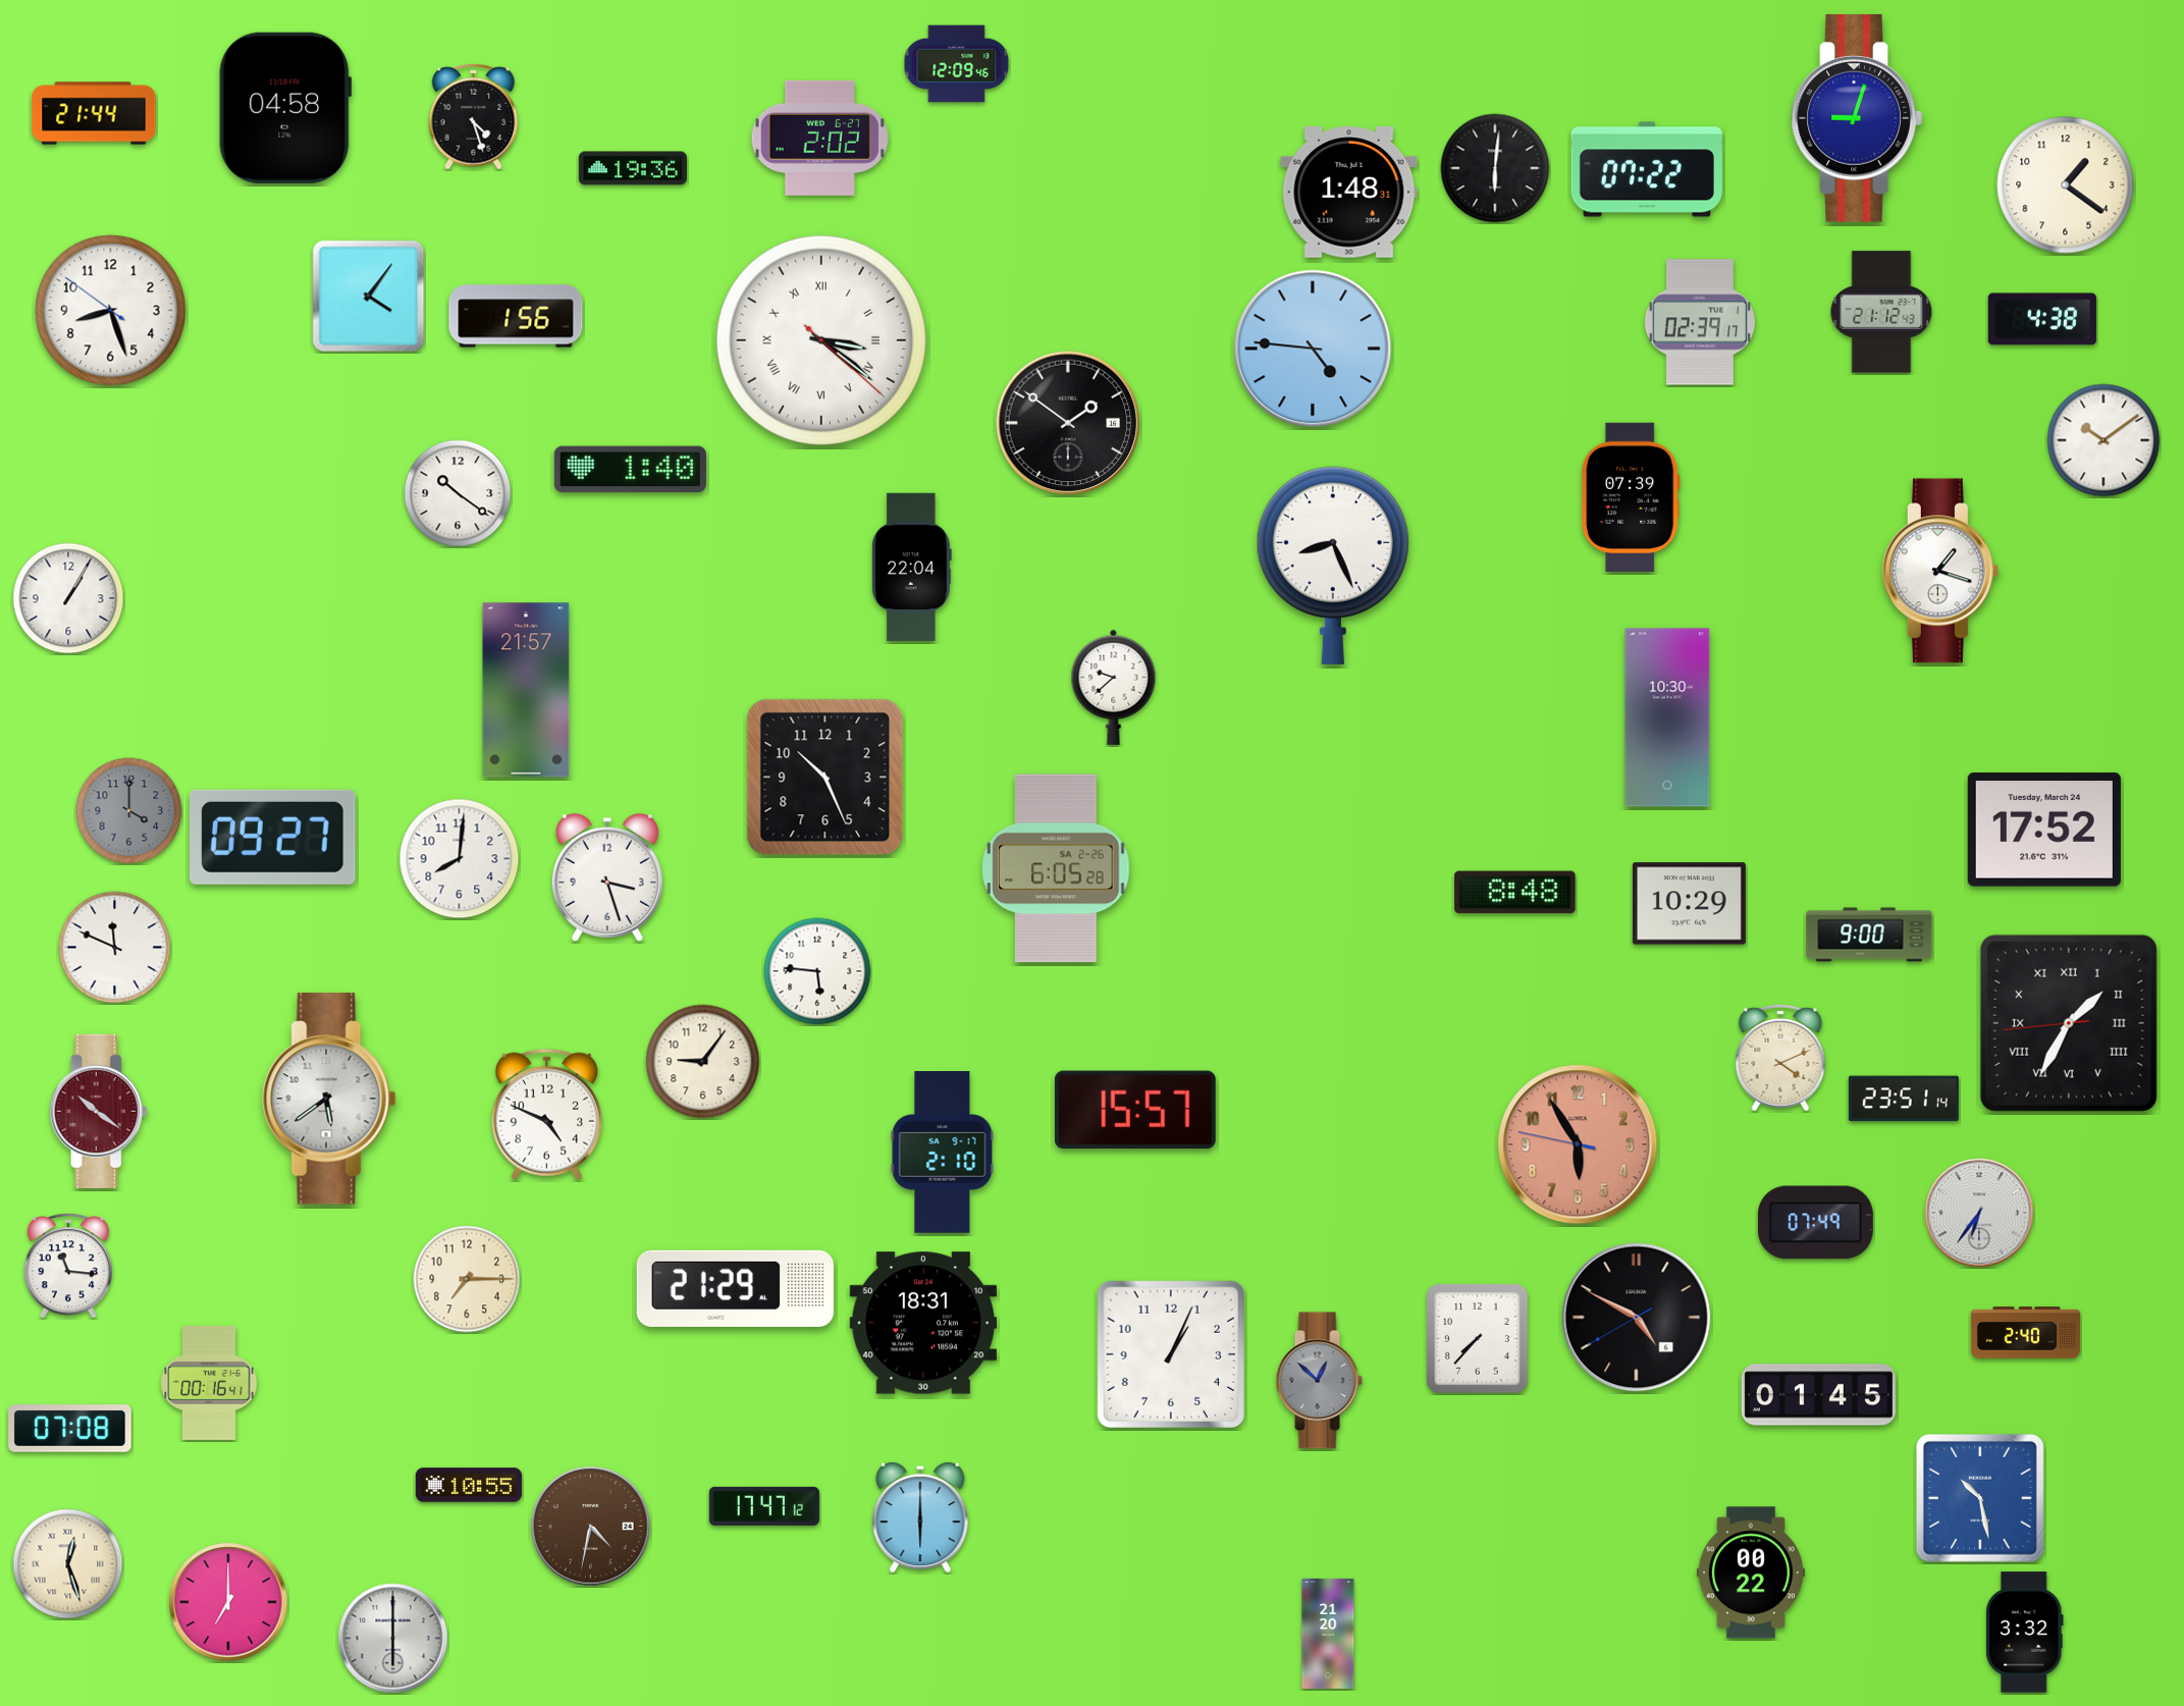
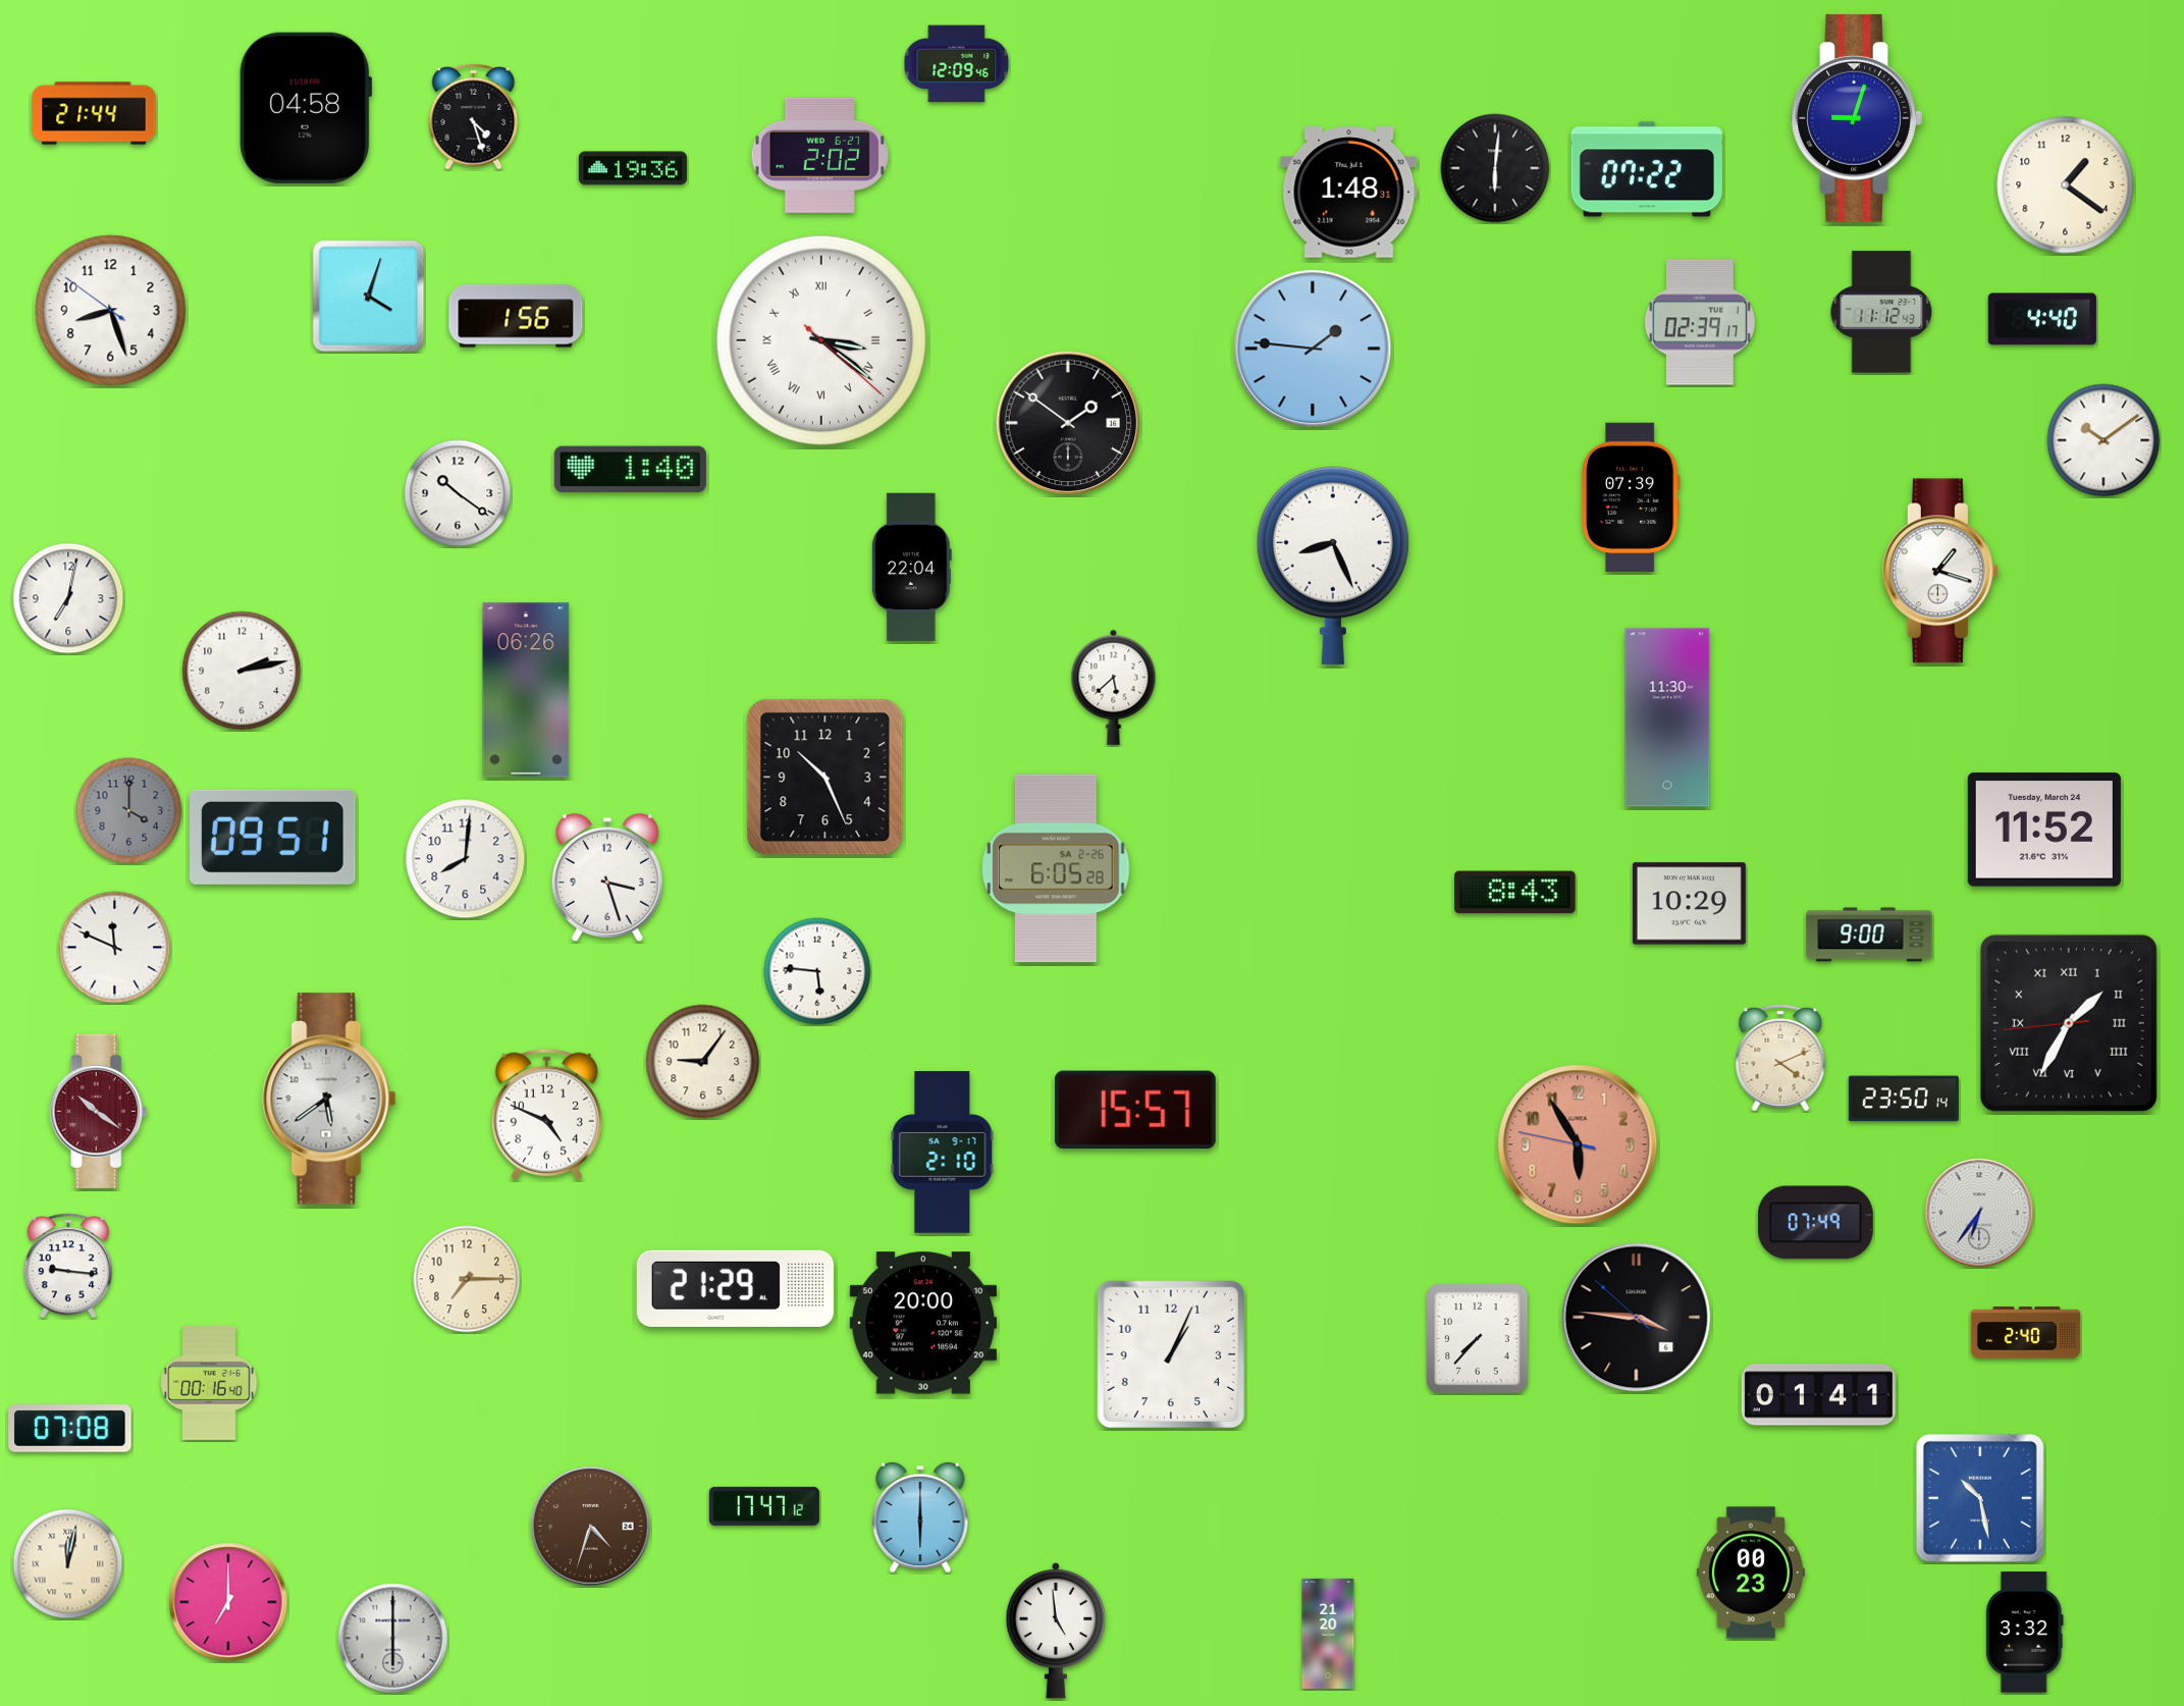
clock at (285, 108) position: (285, 108) -> (306, 108)
clock at (819, 138) position: (819, 138) -> (819, 155)
clock at (369, 297): 4:06 -> 4:03
clock at (1881, 312): 21:12 -> 11:12
clock at (2042, 319): 4:38 -> 4:40
clock at (1313, 349): 4:46 -> 1:46
clock at (68, 598): 1:05 -> 7:02
clock at (242, 671): none -> 2:13
clock at (1114, 687): 9:38 -> 5:38
clock at (526, 690): 21:57 -> 06:26
clock at (1667, 717): 10:30 -> 11:30
clock at (2044, 830): 17:52 -> 11:52
clock at (273, 837): 09:27 -> 09:51
clock at (460, 859) position: (460, 859) -> (466, 859)
clock at (1515, 893): 8:48 -> 8:43
clock at (1904, 1099): 23:51 -> 23:50
clock at (68, 1266): 11:16 -> 9:16
clock at (1637, 1318): 4:49 -> 3:45
clock at (923, 1323): 18:31 -> 20:00
clock at (1319, 1381): 12:52 -> none
clock at (209, 1383): 00:16:41 -> 00:16:40
clock at (1818, 1395): 01:45 -> 01:41
clock at (468, 1485): 10:55 -> none
clock at (591, 1527): 4:32 -> 4:33
clock at (68, 1564): 12:27 -> 12:02
clock at (1751, 1572): 00:22 -> 00:23
clock at (1056, 1631): none -> 4:59
